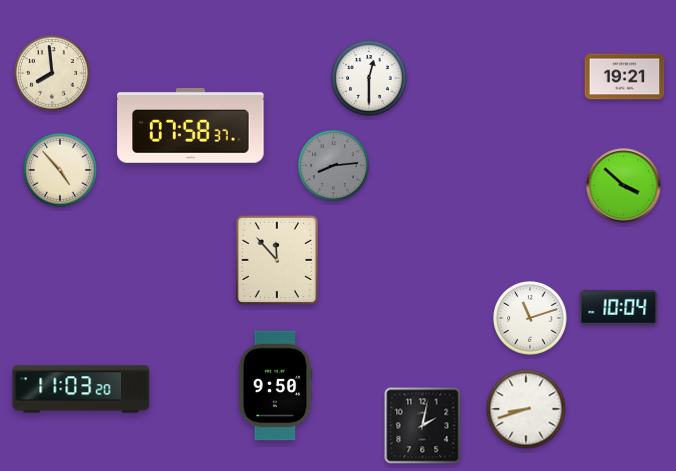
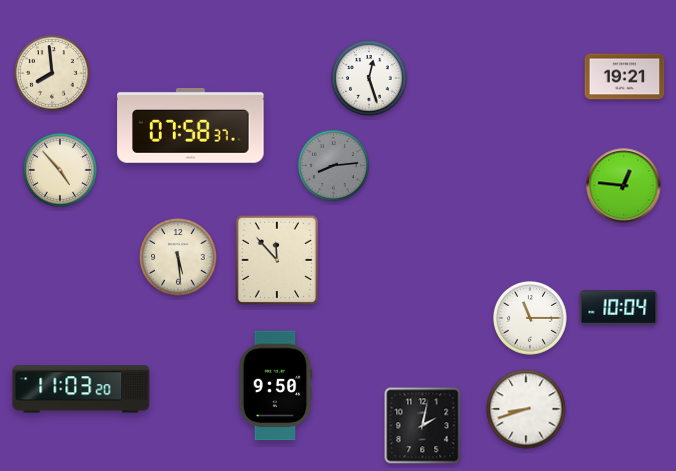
clock at (369, 78): 12:30 -> 12:27
clock at (624, 186): 3:52 -> 12:46
clock at (178, 257): none -> 5:29
clock at (531, 319): 11:12 -> 11:15
